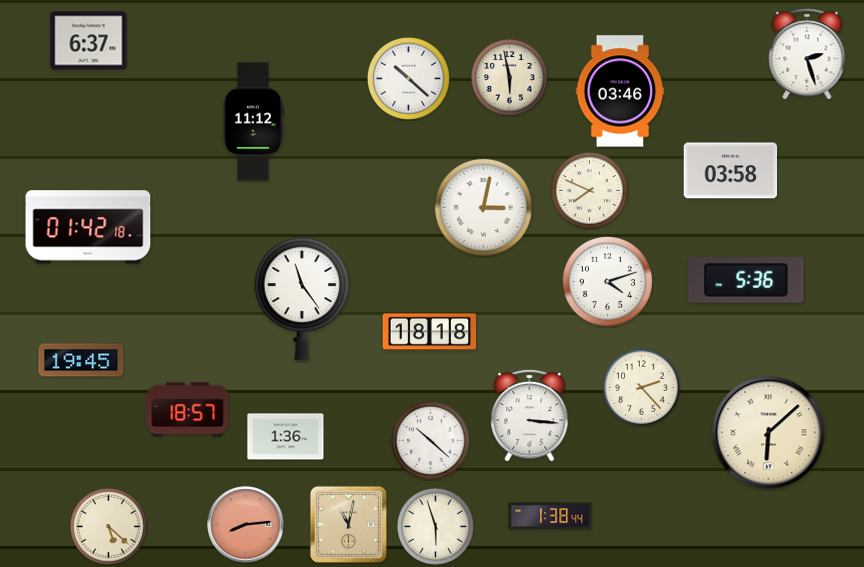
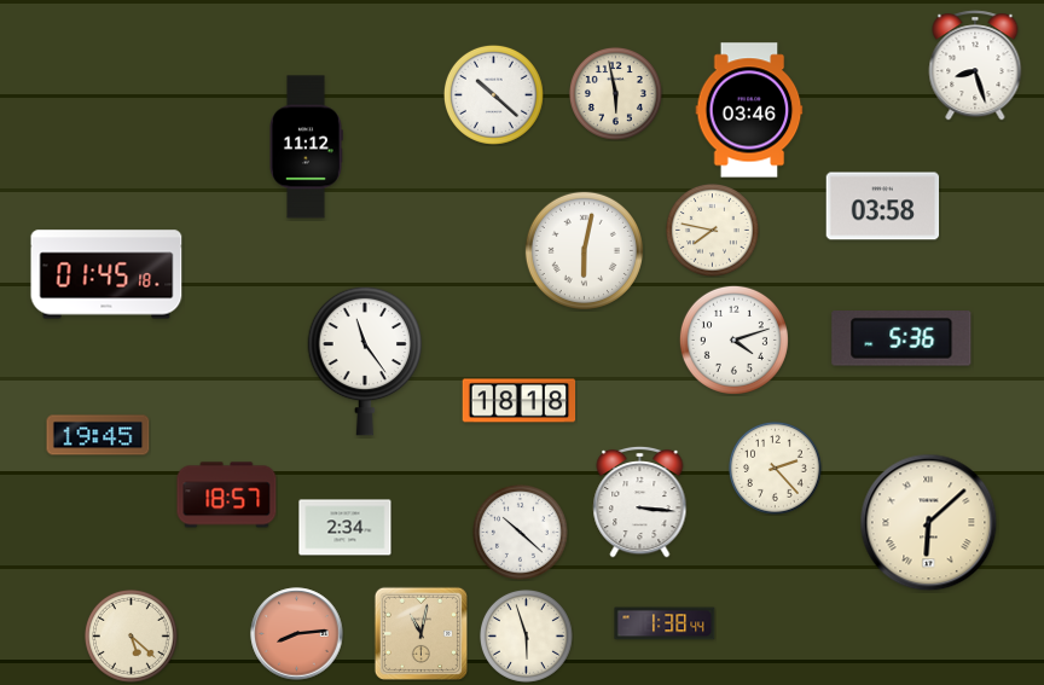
clock at (89, 41): 6:37 -> none
clock at (807, 54): 2:27 -> 8:27
clock at (589, 190): 7:49 -> 7:47
clock at (483, 207): 3:02 -> 6:02
clock at (88, 227): 01:42 -> 01:45
clock at (286, 437): 1:36 -> 2:34
